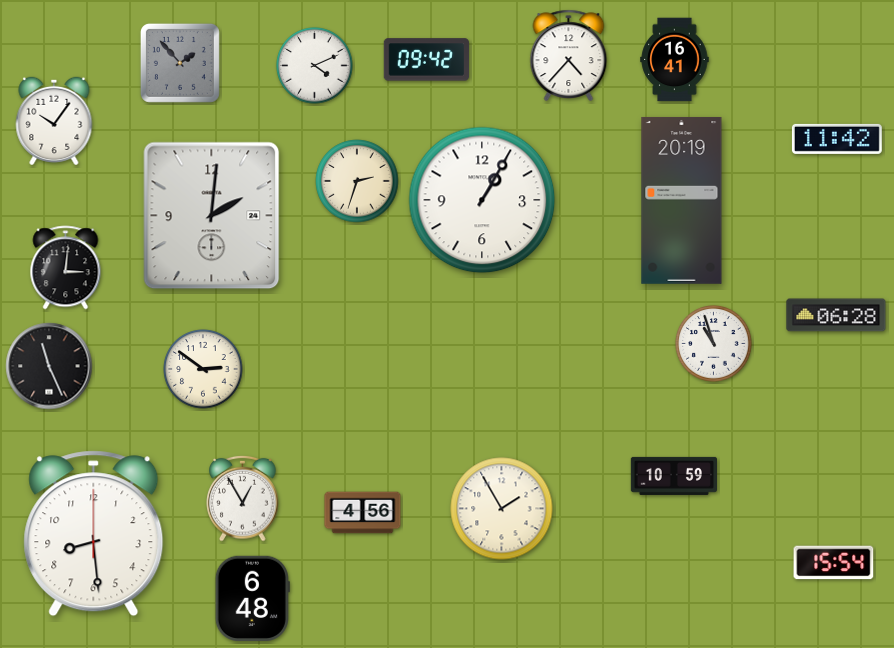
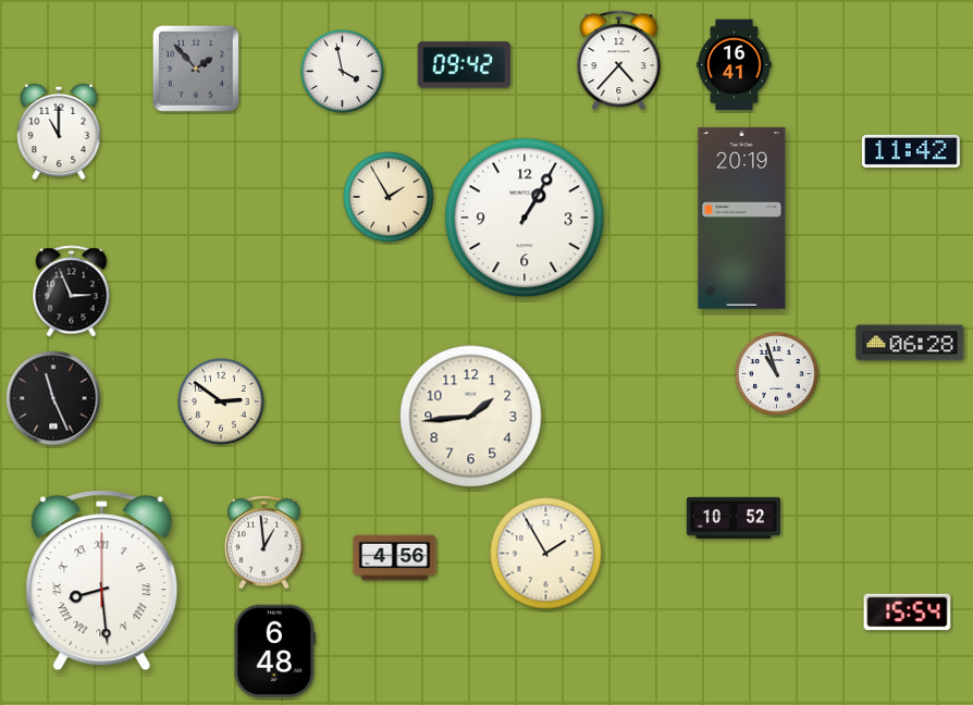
clock at (315, 66): 4:11 -> 3:58
clock at (54, 120): 10:06 -> 11:00
clock at (357, 181): 2:33 -> 1:55
clock at (212, 216): 2:01 -> none
clock at (66, 268): 3:01 -> 2:56
clock at (471, 417): none -> 1:44
clock at (673, 476): 10:59 -> 10:52
clock at (243, 498): 12:55 -> 12:59
clock at (94, 534) numerals: Arabic -> Roman
